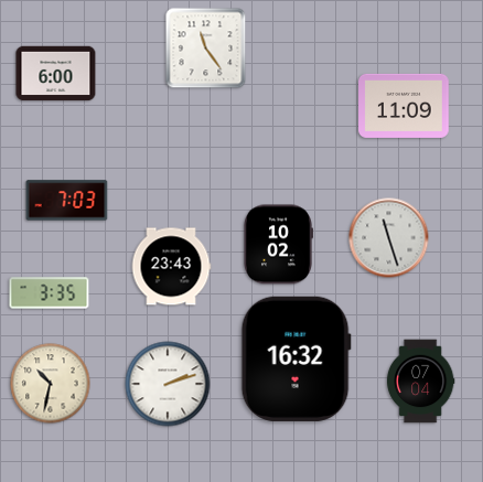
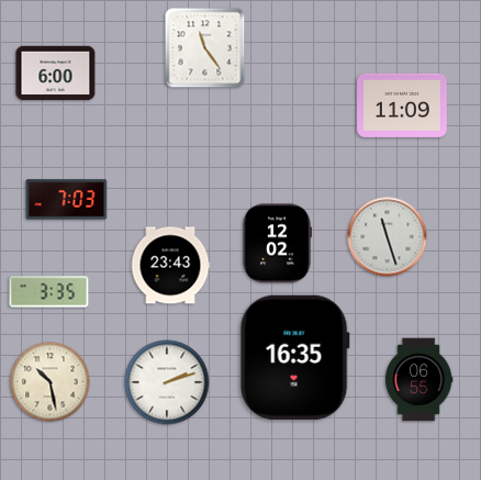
clock at (278, 245): 10:02 -> 12:02
clock at (296, 358): 16:32 -> 16:35
clock at (420, 382): 07:04 -> 06:55
clock at (51, 384): 10:32 -> 10:28
